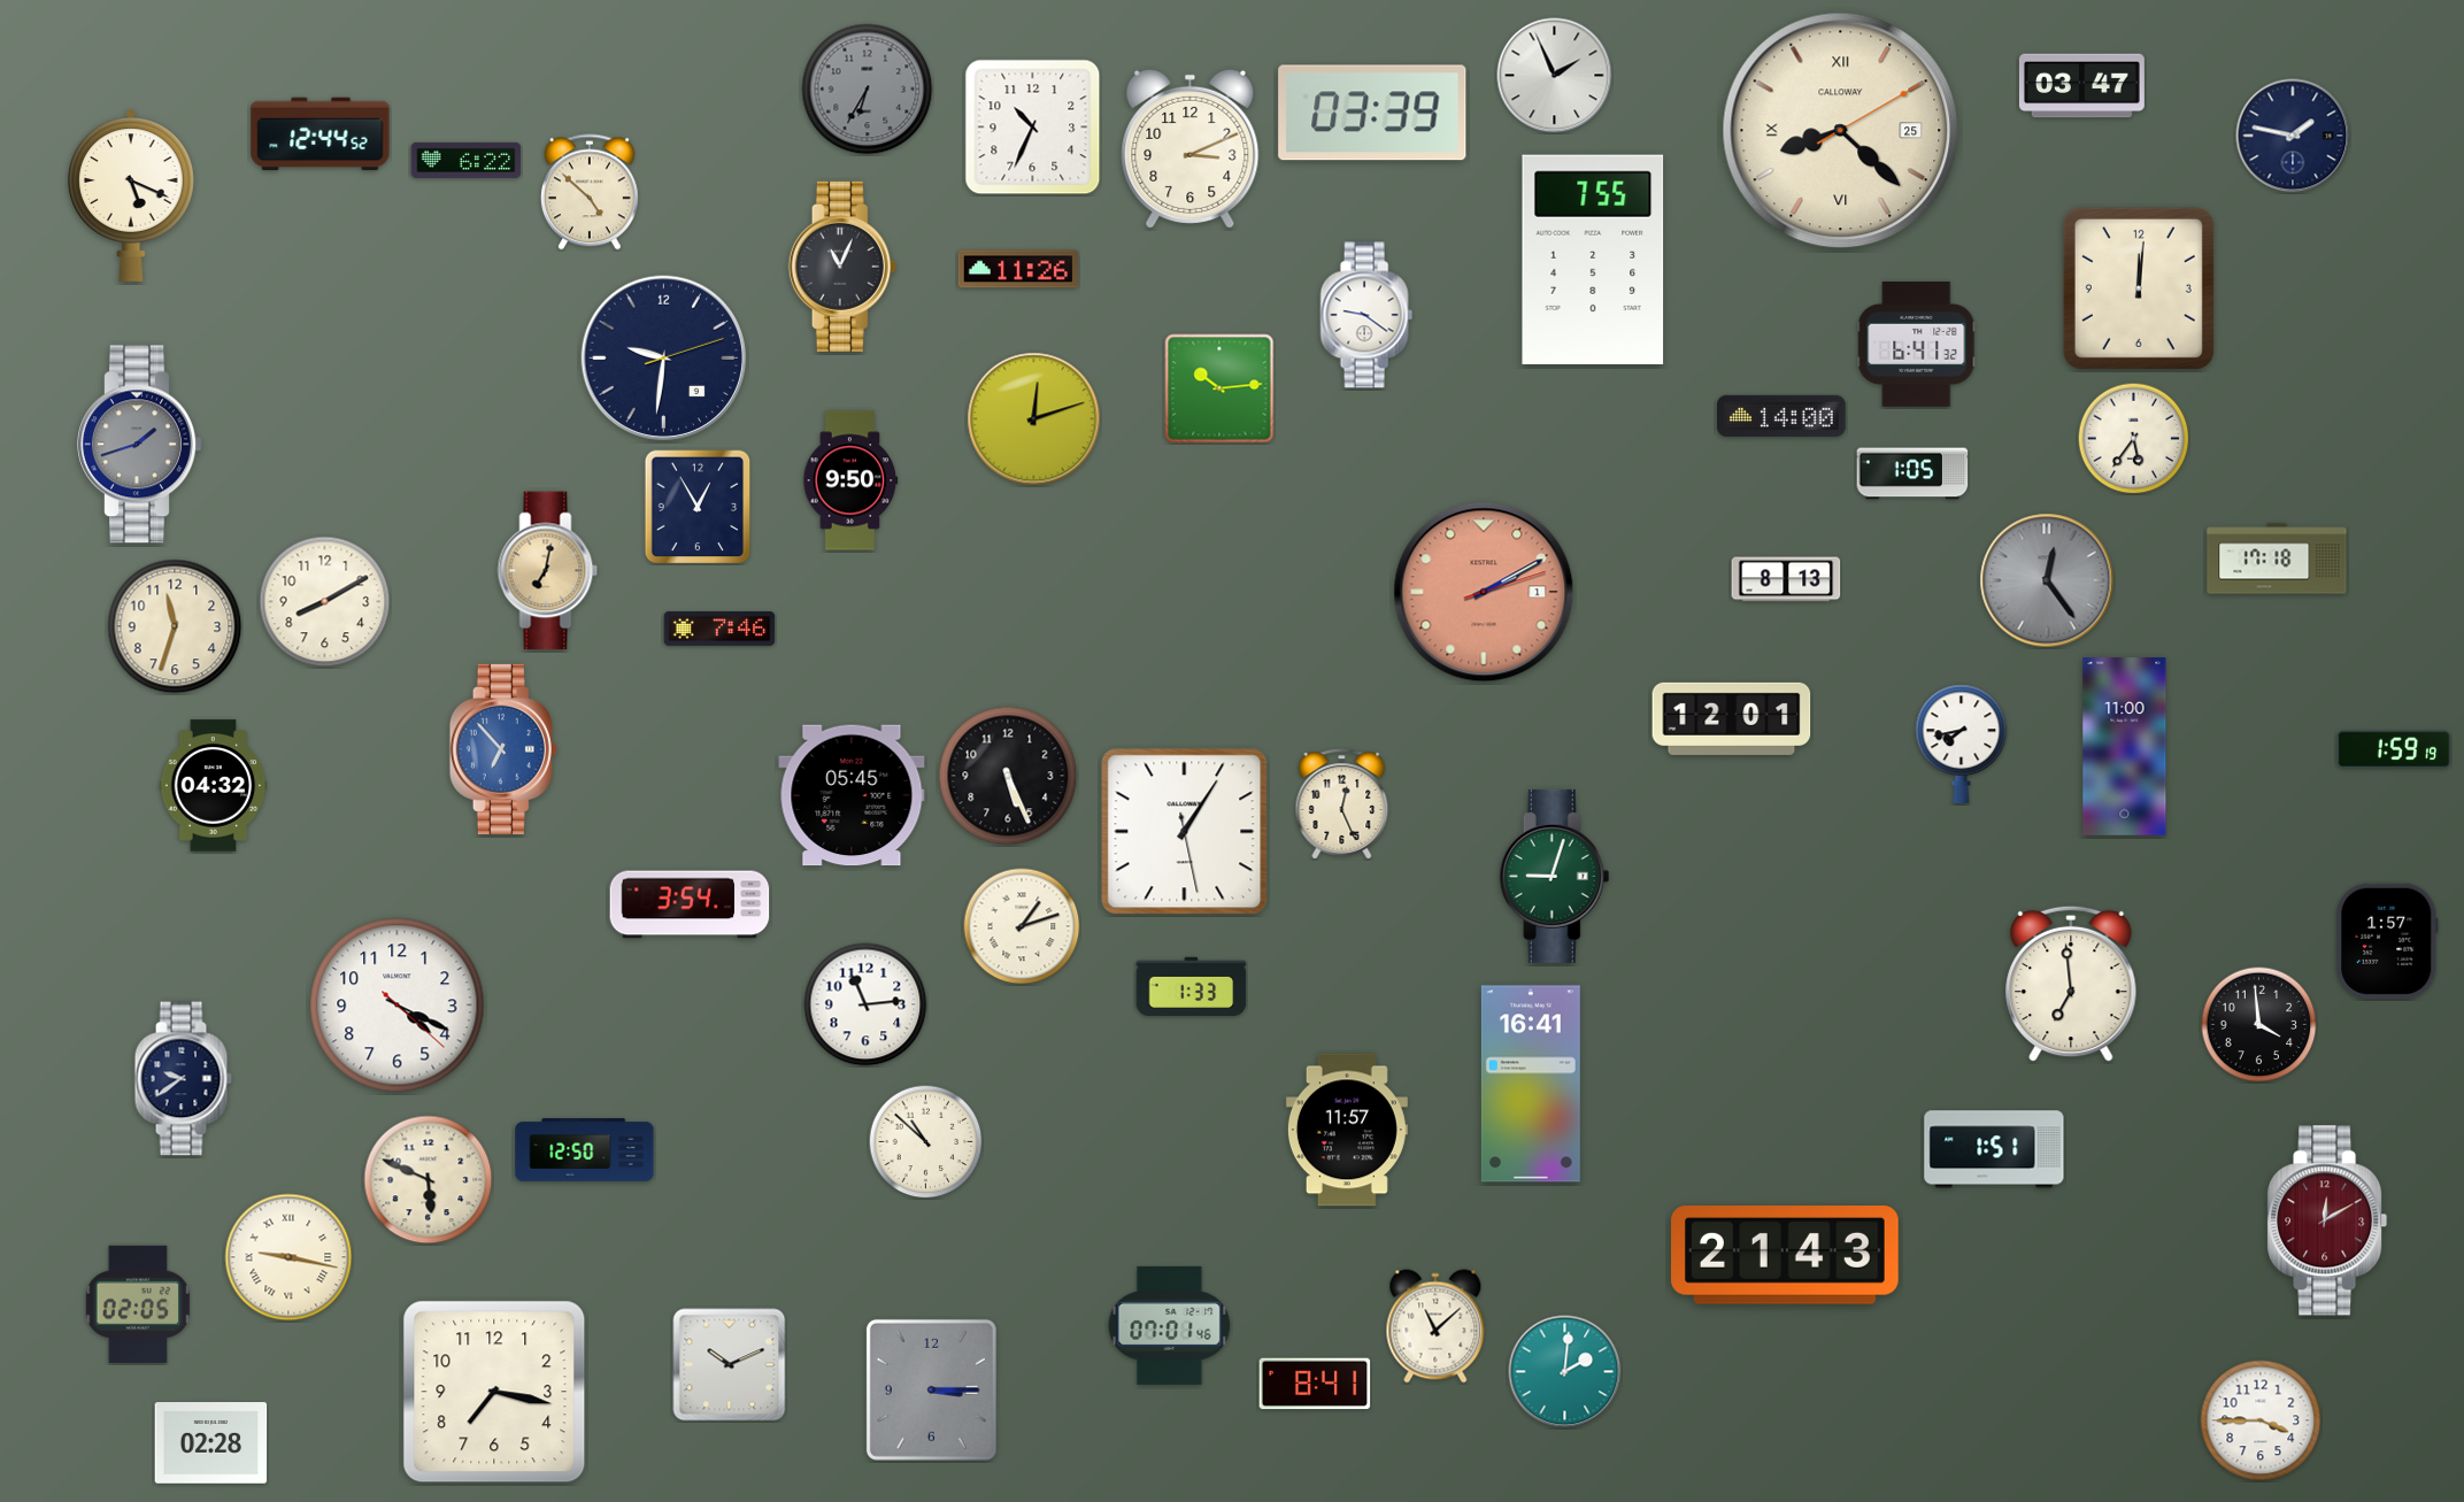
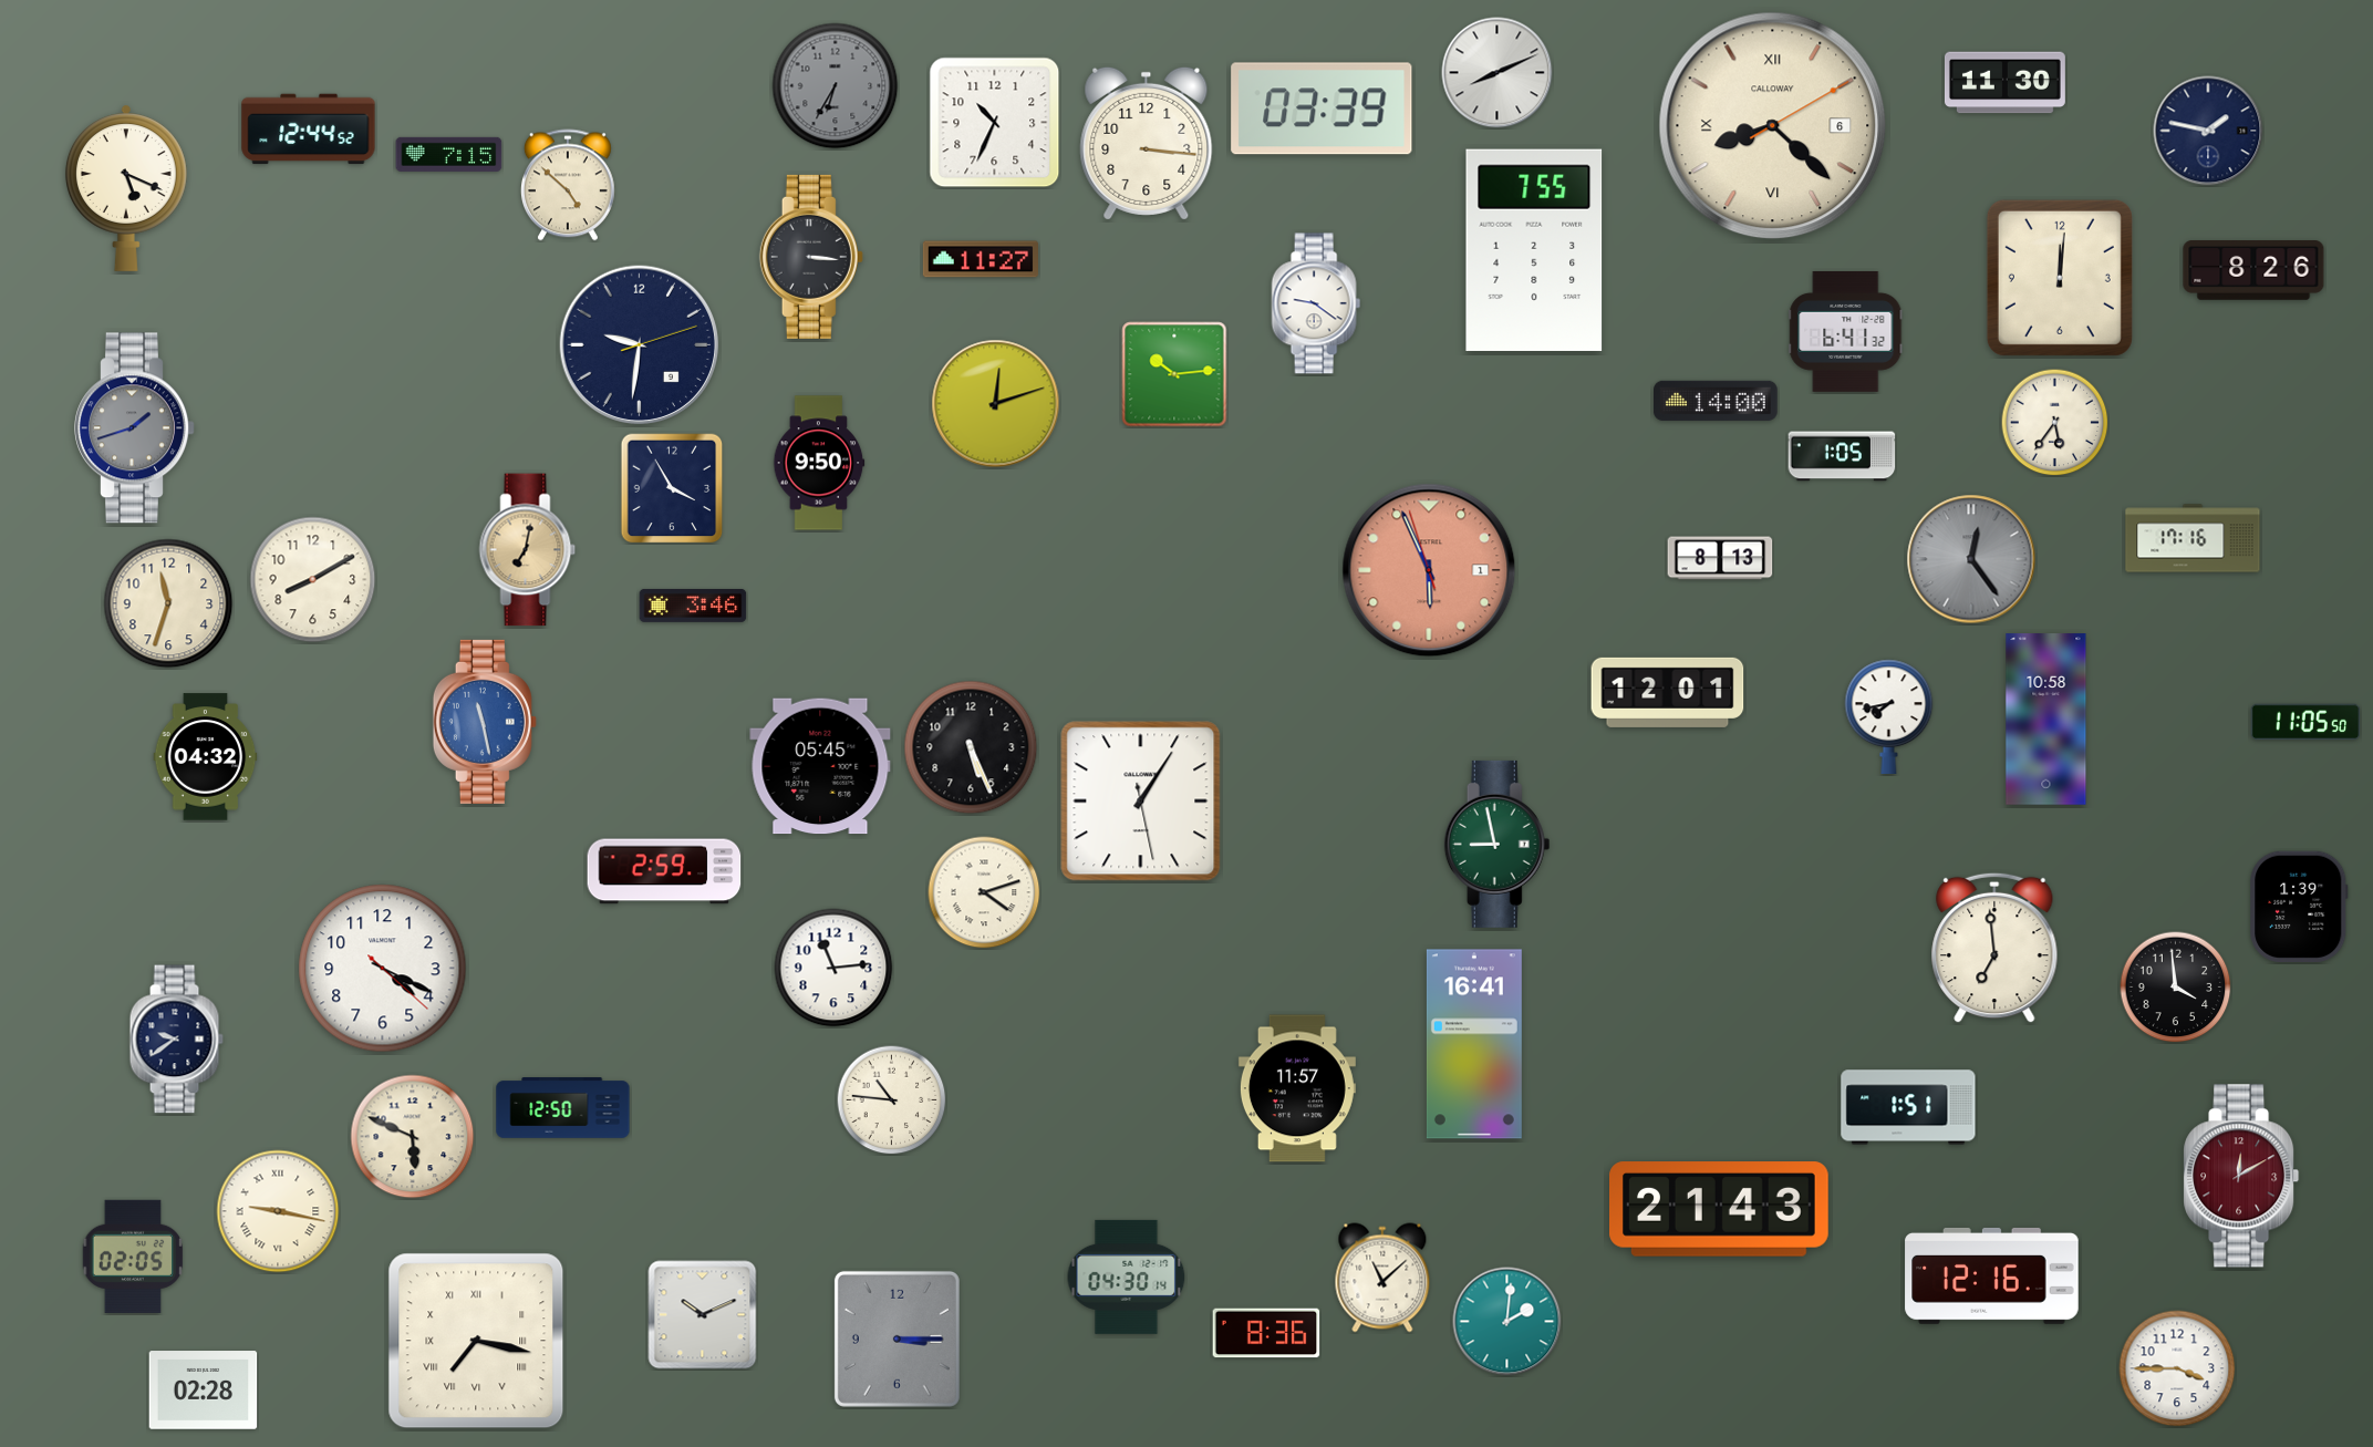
clock at (1555, 76): 1:56 -> 8:11
clock at (2081, 86): 03:47 -> 11:30
clock at (1841, 131) date: 25 -> 6
clock at (1191, 148): 3:11 -> 3:16
clock at (467, 160): 6:22 -> 7:15
clock at (842, 267): 11:04 -> 3:16
clock at (1018, 269): 11:26 -> 11:27
clock at (2253, 271): none -> 8:26
clock at (698, 507): 12:55 -> 3:55
clock at (2277, 559): 17:18 -> 17:16
clock at (1484, 592): 2:10 -> 5:55
clock at (719, 629): 7:46 -> 3:46
clock at (2125, 747): 11:00 -> 10:58
clock at (503, 749): 6:53 -> 11:28
clock at (2394, 749): 1:59 -> 11:05
clock at (1342, 804): 12:26 -> none
clock at (1555, 876): 9:03 -> 8:58
clock at (690, 904): 3:54 -> 2:59
clock at (1022, 926): 1:12 -> 4:12
clock at (2387, 940): 1:57 -> 1:39
clock at (1192, 987): 1:33 -> none
clock at (926, 1142): 10:52 -> 10:46
clock at (1994, 1149) position: (1994, 1149) -> (1908, 1107)
clock at (1992, 1275): none -> 12:16
clock at (1170, 1325): 07:01 -> 04:30
clock at (1315, 1384): 8:41 -> 8:36
clock at (494, 1392) numerals: Arabic -> Roman
